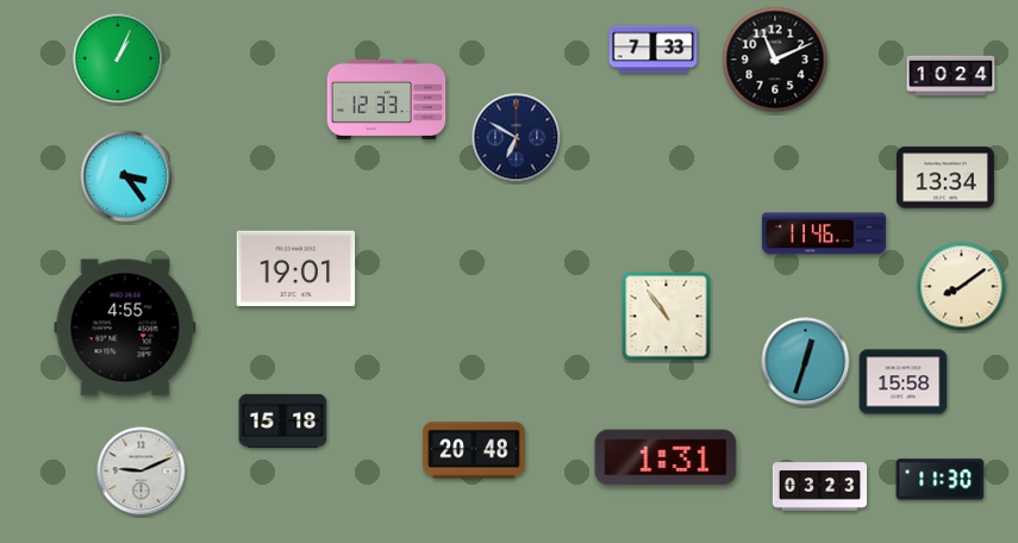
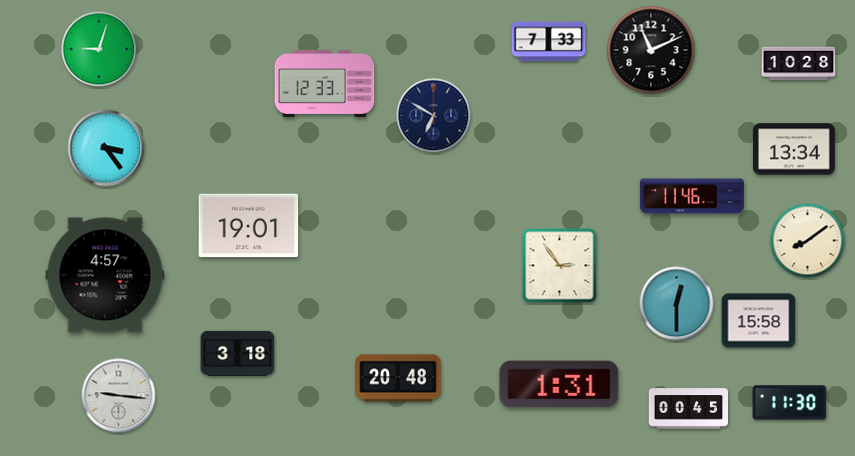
clock at (118, 58): 1:04 -> 9:03
clock at (951, 76): 10:24 -> 10:28
clock at (667, 317): 10:54 -> 2:54
clock at (125, 327): 4:55 -> 4:57
clock at (806, 362): 12:33 -> 12:30
clock at (283, 420): 15:18 -> 3:18
clock at (142, 472): 9:11 -> 9:16
clock at (819, 487): 03:23 -> 00:45
